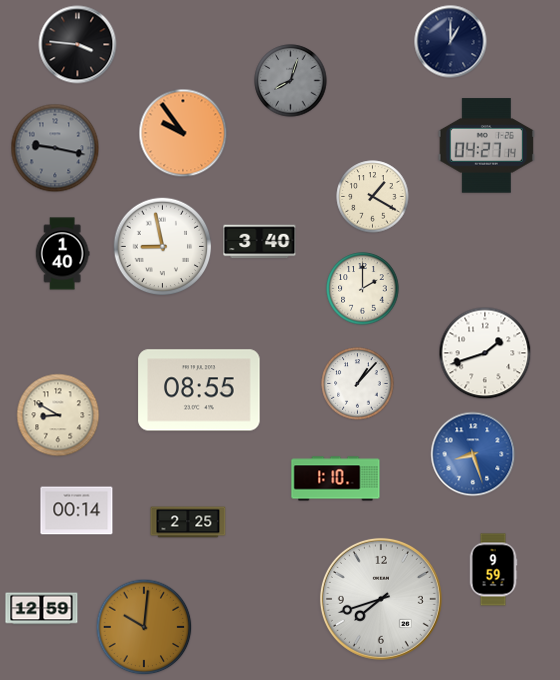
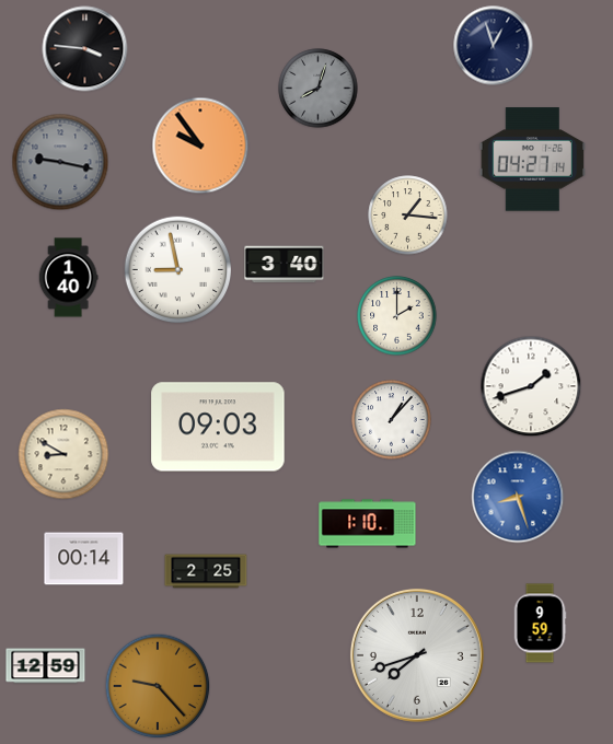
clock at (451, 42): 1:00 -> 12:57
clock at (373, 197): 1:20 -> 1:16
clock at (199, 390): 08:55 -> 09:03
clock at (144, 627): 10:01 -> 9:23
